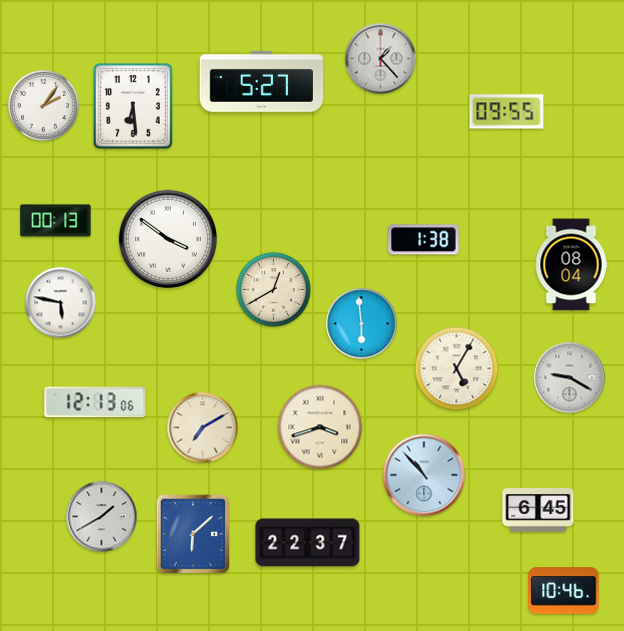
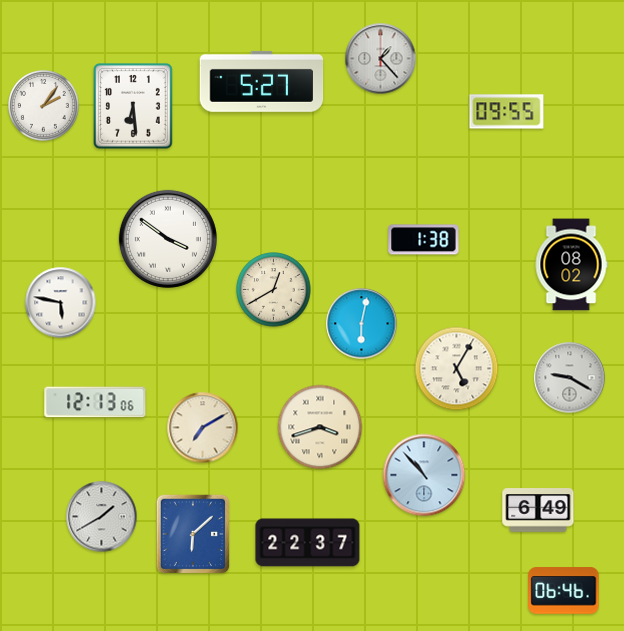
clock at (56, 221): 00:13 -> none
clock at (571, 265): 08:04 -> 08:02
clock at (362, 324): 5:59 -> 6:02
clock at (538, 510): 6:45 -> 6:49
clock at (564, 591): 10:46 -> 06:46
